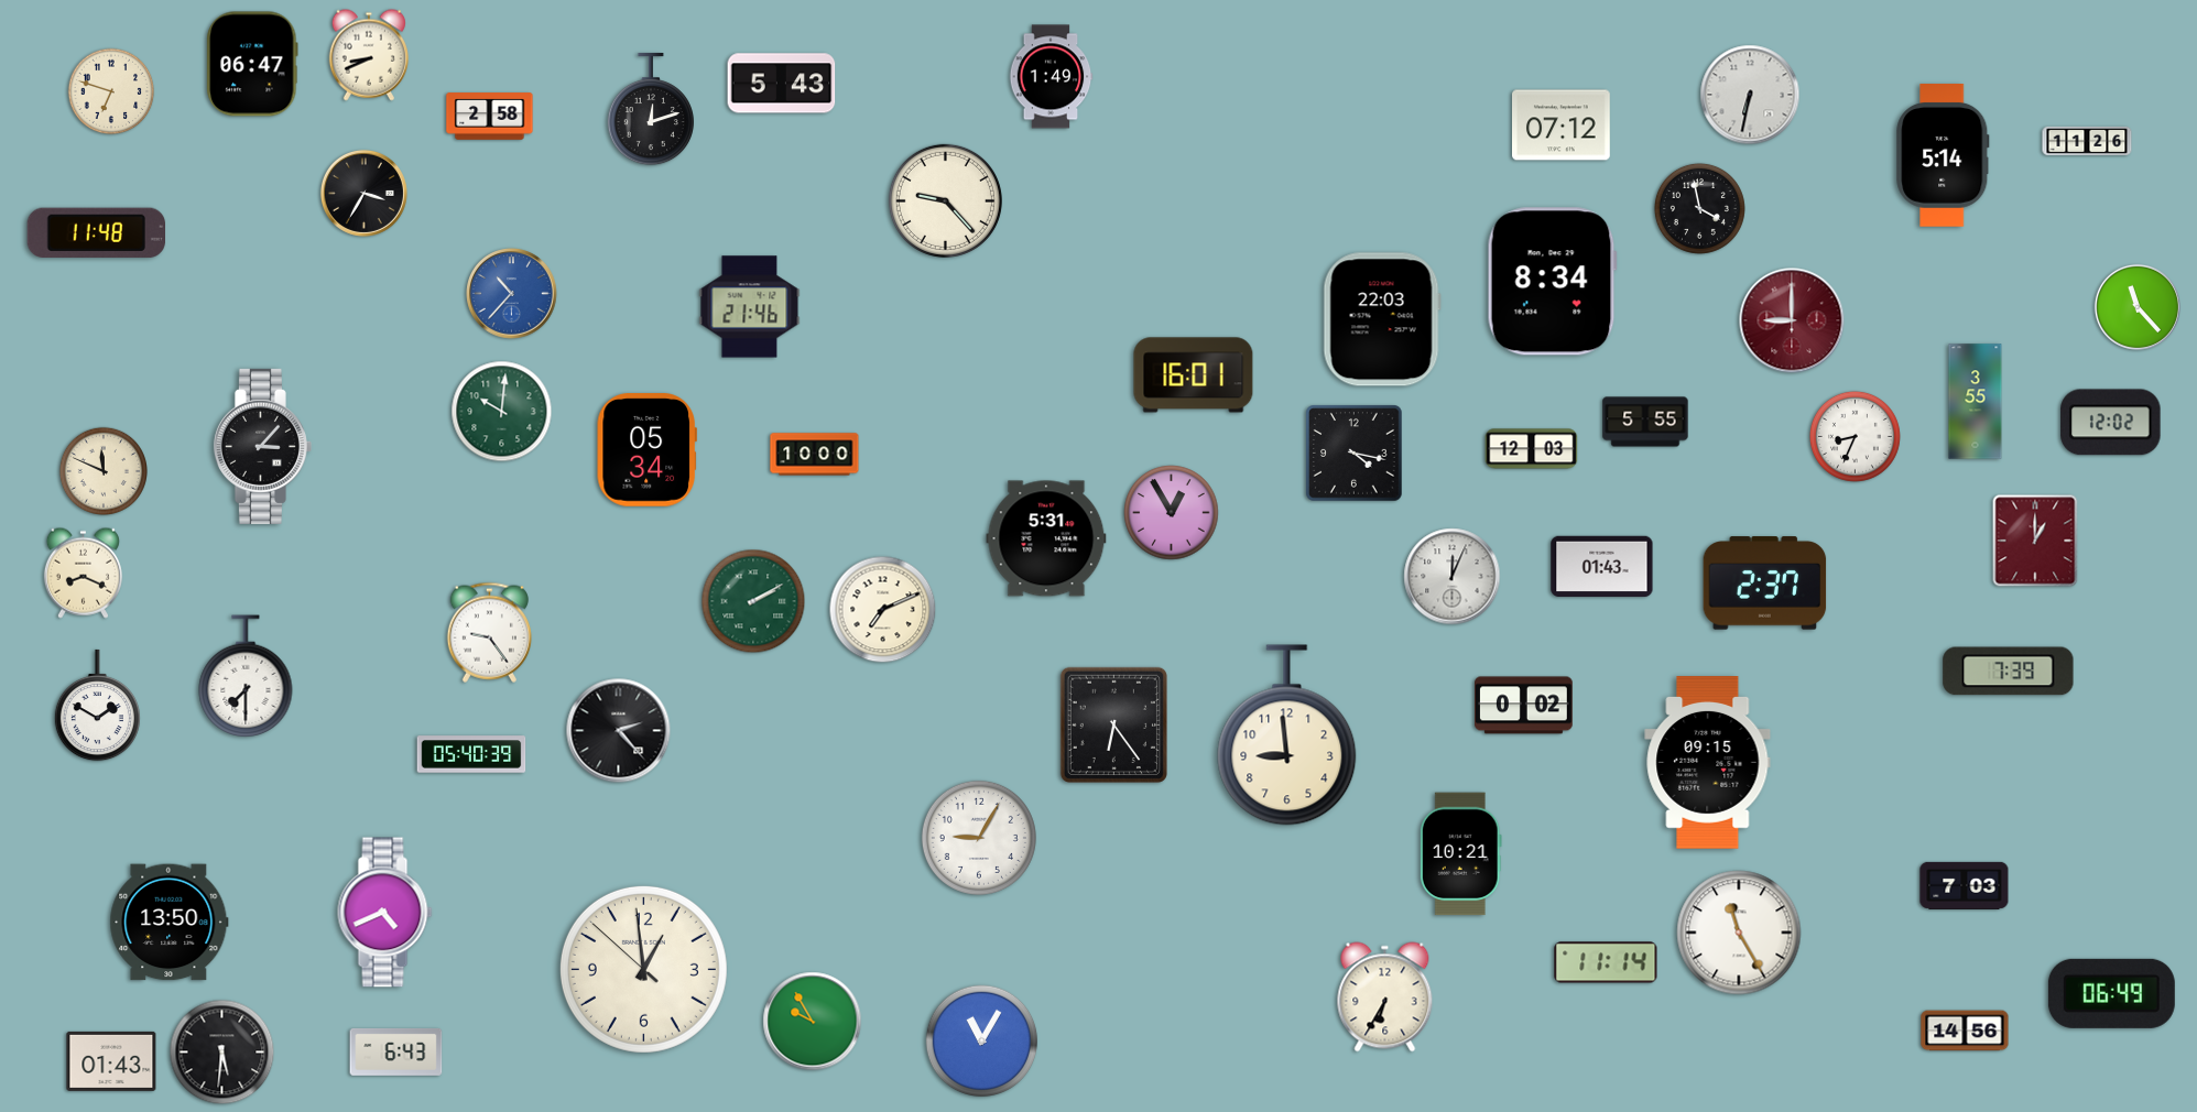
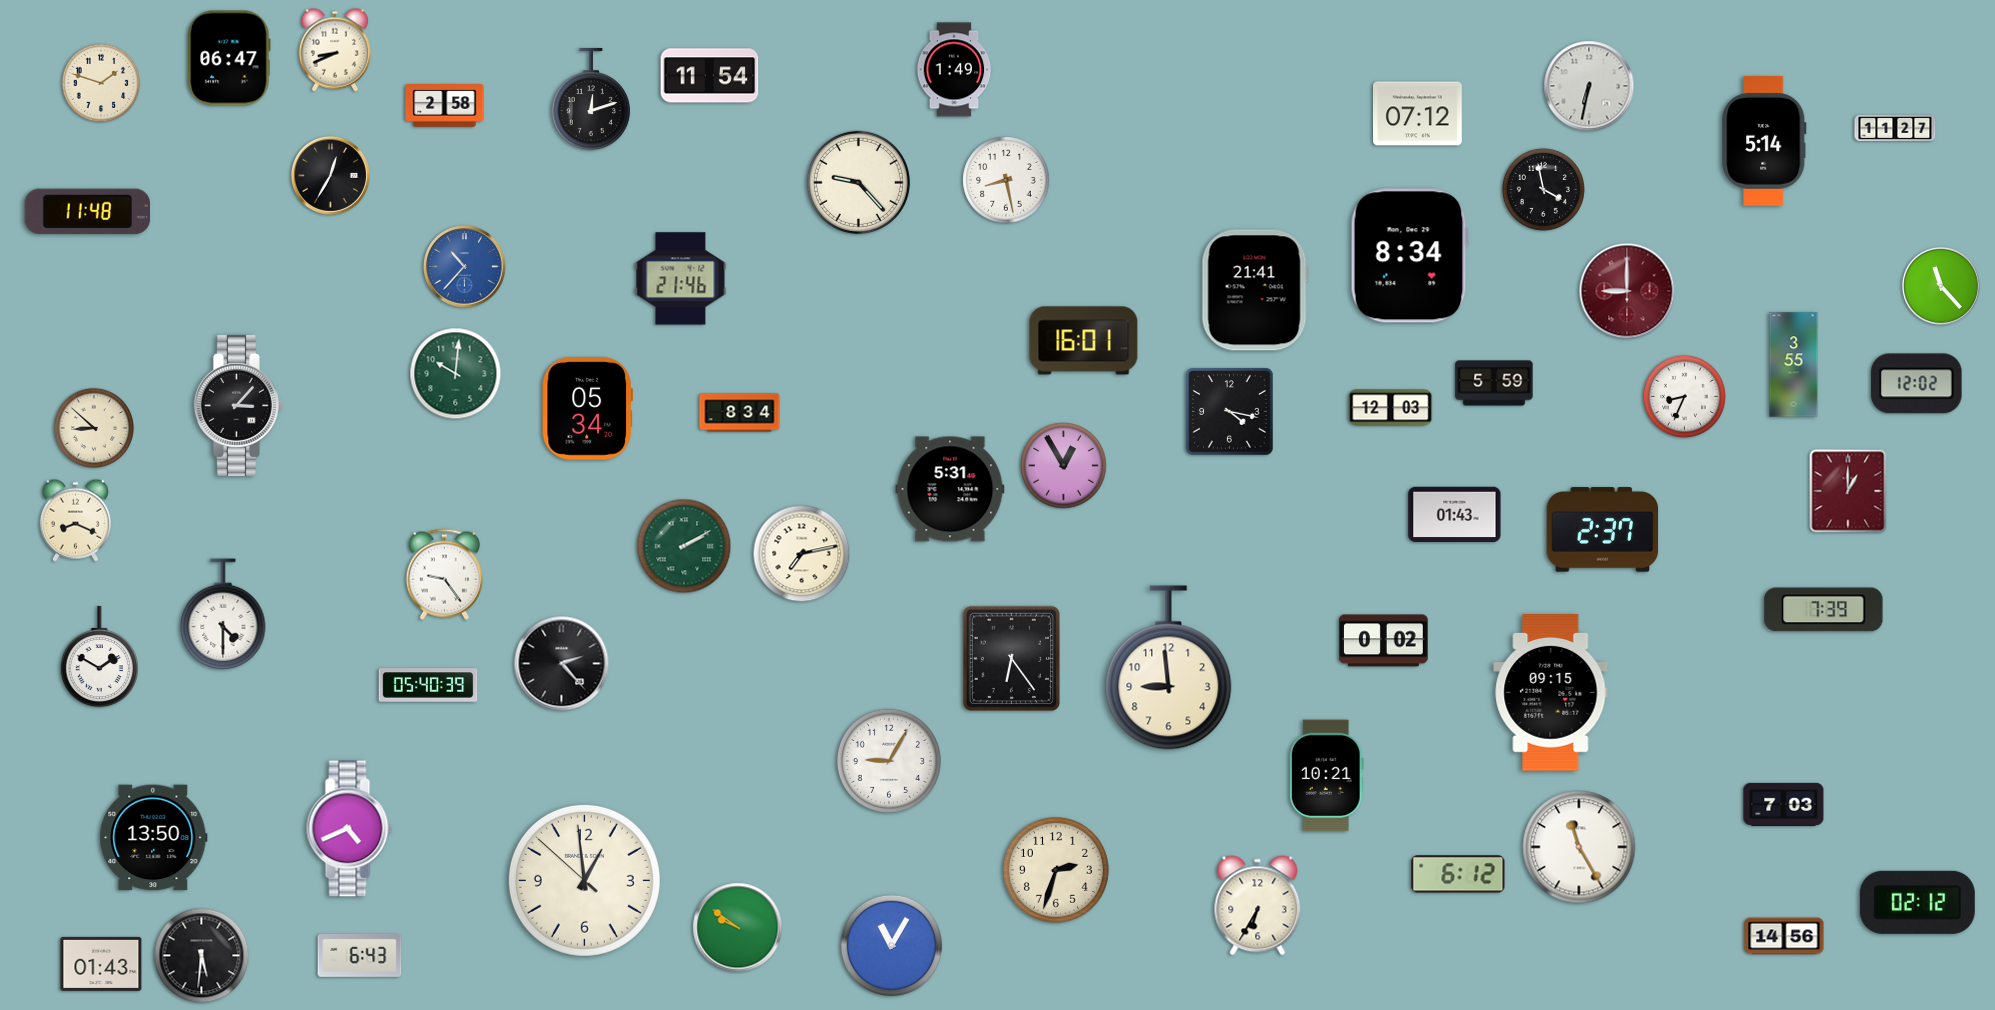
clock at (782, 84): 5:43 -> 11:54
clock at (111, 91): 6:48 -> 1:48
clock at (2087, 141): 11:26 -> 11:27
clock at (363, 193): 3:35 -> 12:35
clock at (1006, 180): none -> 8:28
clock at (2138, 307) position: (2138, 307) -> (1941, 286)
clock at (1382, 319): 22:03 -> 21:41
clock at (1645, 422): 5:55 -> 5:59
clock at (815, 455): 10:00 -> 8:34
clock at (102, 470): 11:49 -> 8:52
clock at (1453, 577): 12:04 -> none
clock at (883, 610): 7:11 -> 7:13
clock at (246, 677): 7:30 -> 4:30
clock at (97, 706) position: (97, 706) -> (99, 657)
clock at (1056, 870): none -> 2:33
clock at (1606, 962): 11:14 -> 6:12
clock at (2111, 993): 06:49 -> 02:12
clock at (813, 1022): 9:55 -> 9:51
